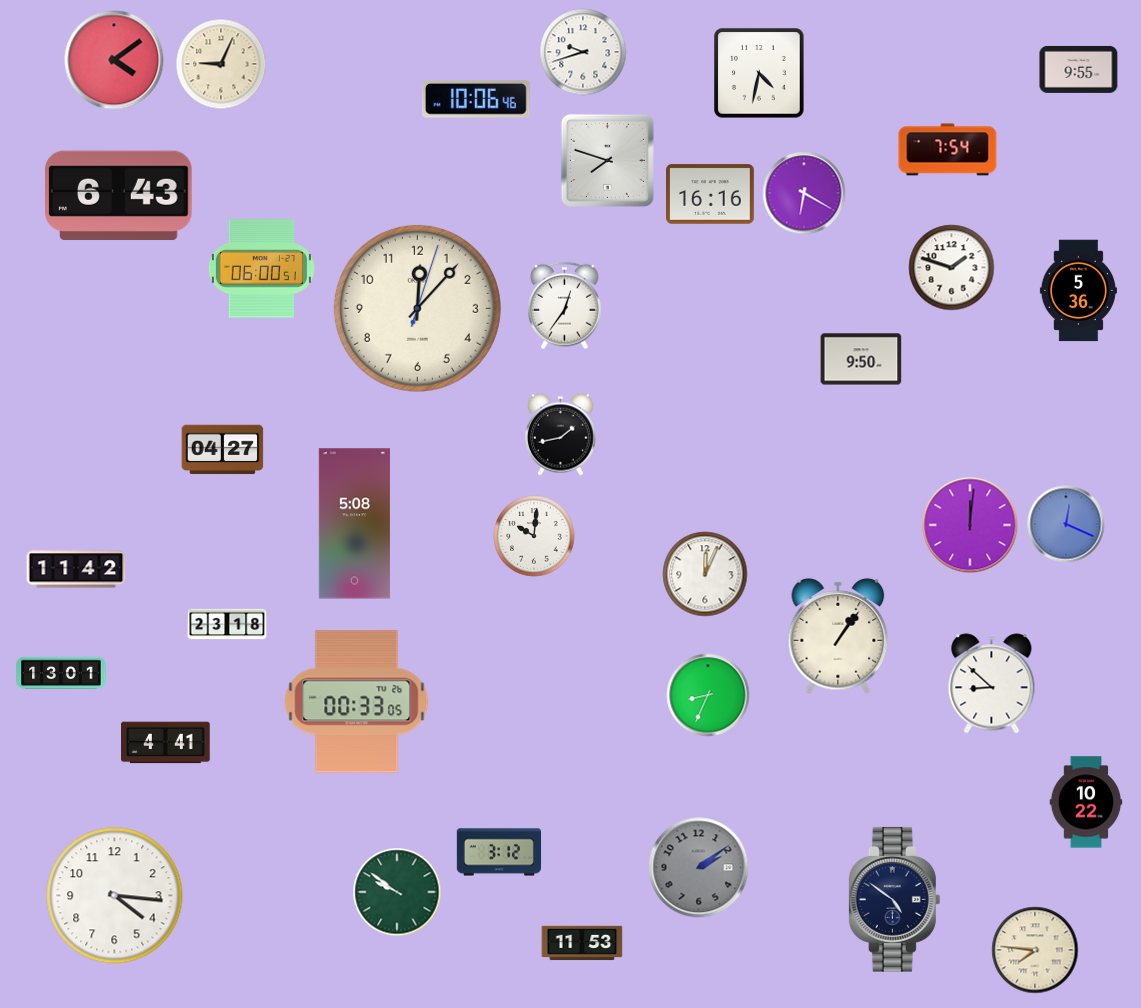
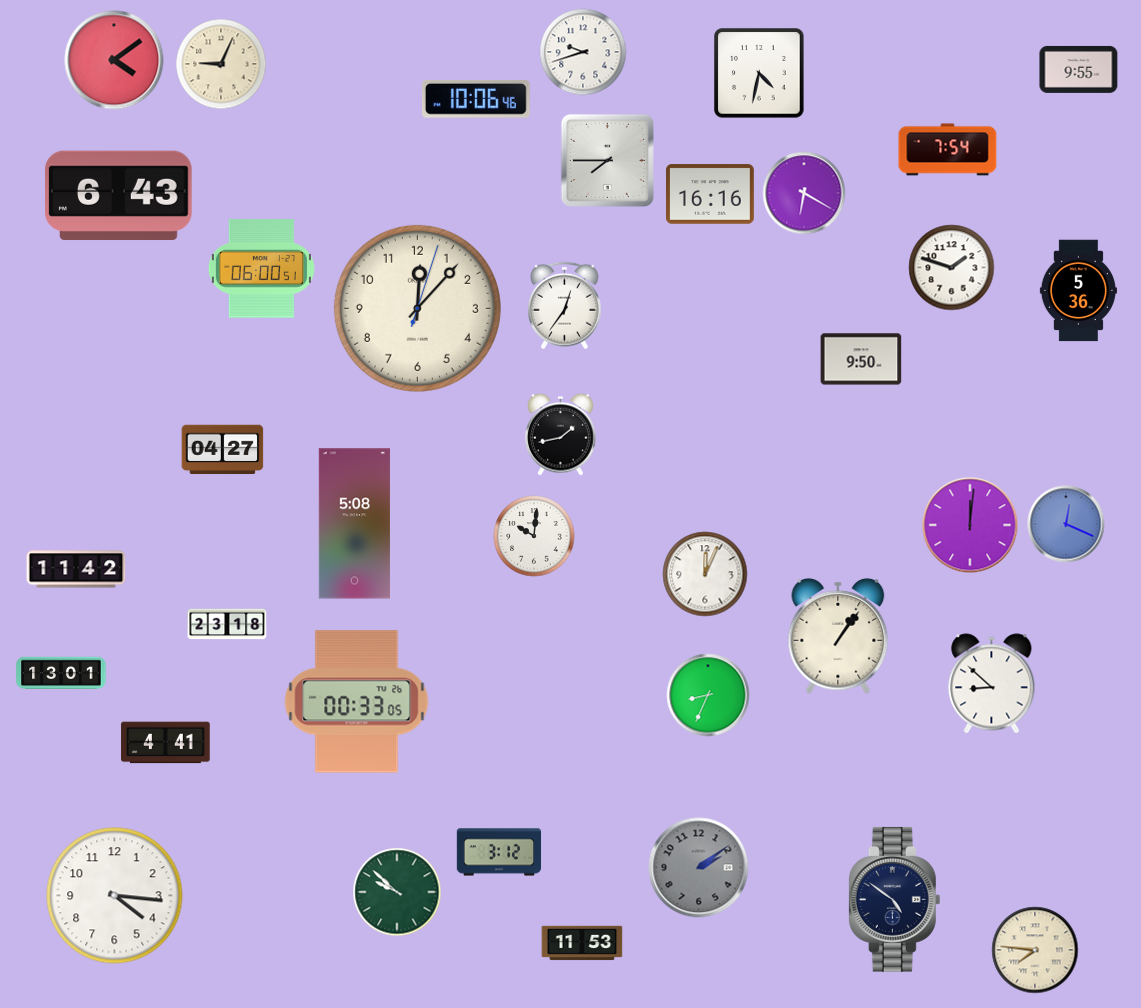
clock at (607, 160): 7:48 -> 7:45
clock at (1086, 802): 10:22 -> none
clock at (397, 892): 9:51 -> 9:52
